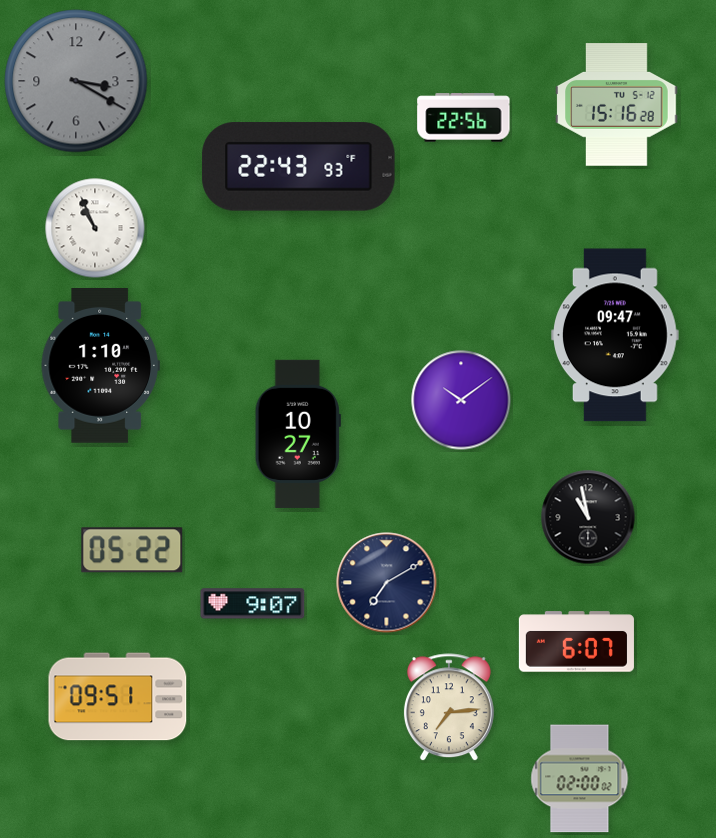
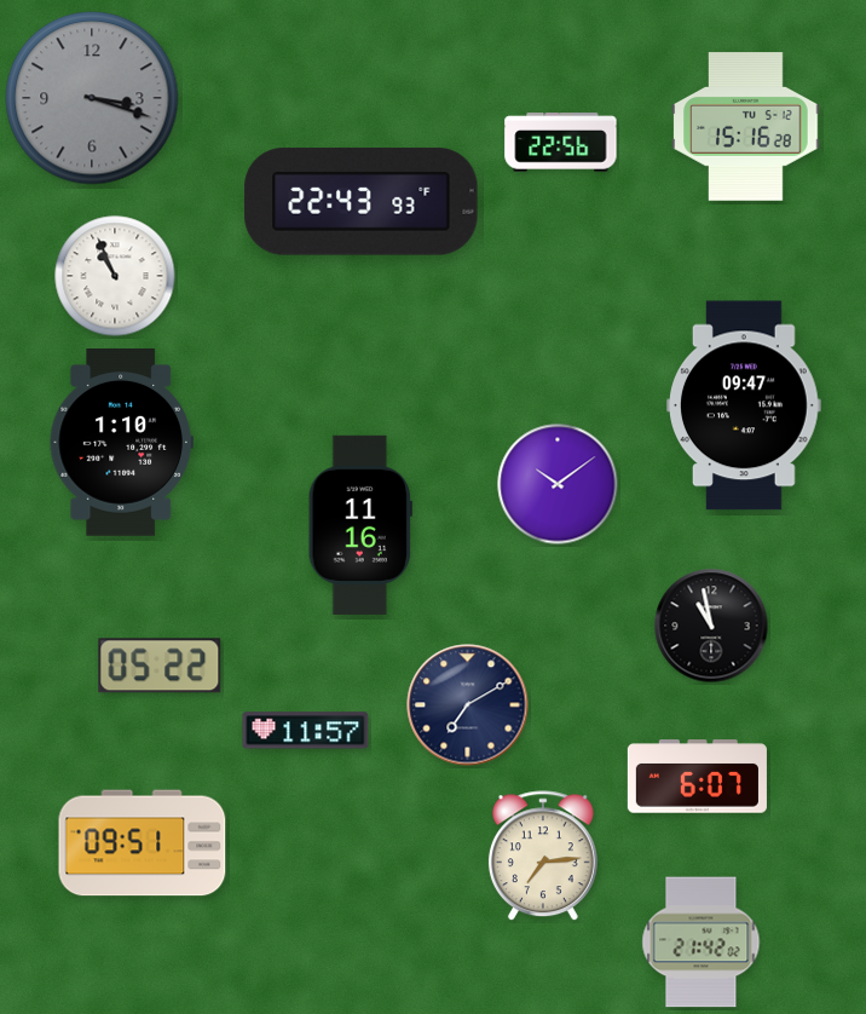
clock at (76, 81): 3:20 -> 3:18
clock at (298, 434): 10:27 -> 11:16
clock at (253, 604): 9:07 -> 11:57
clock at (580, 779): 02:00 -> 21:42
